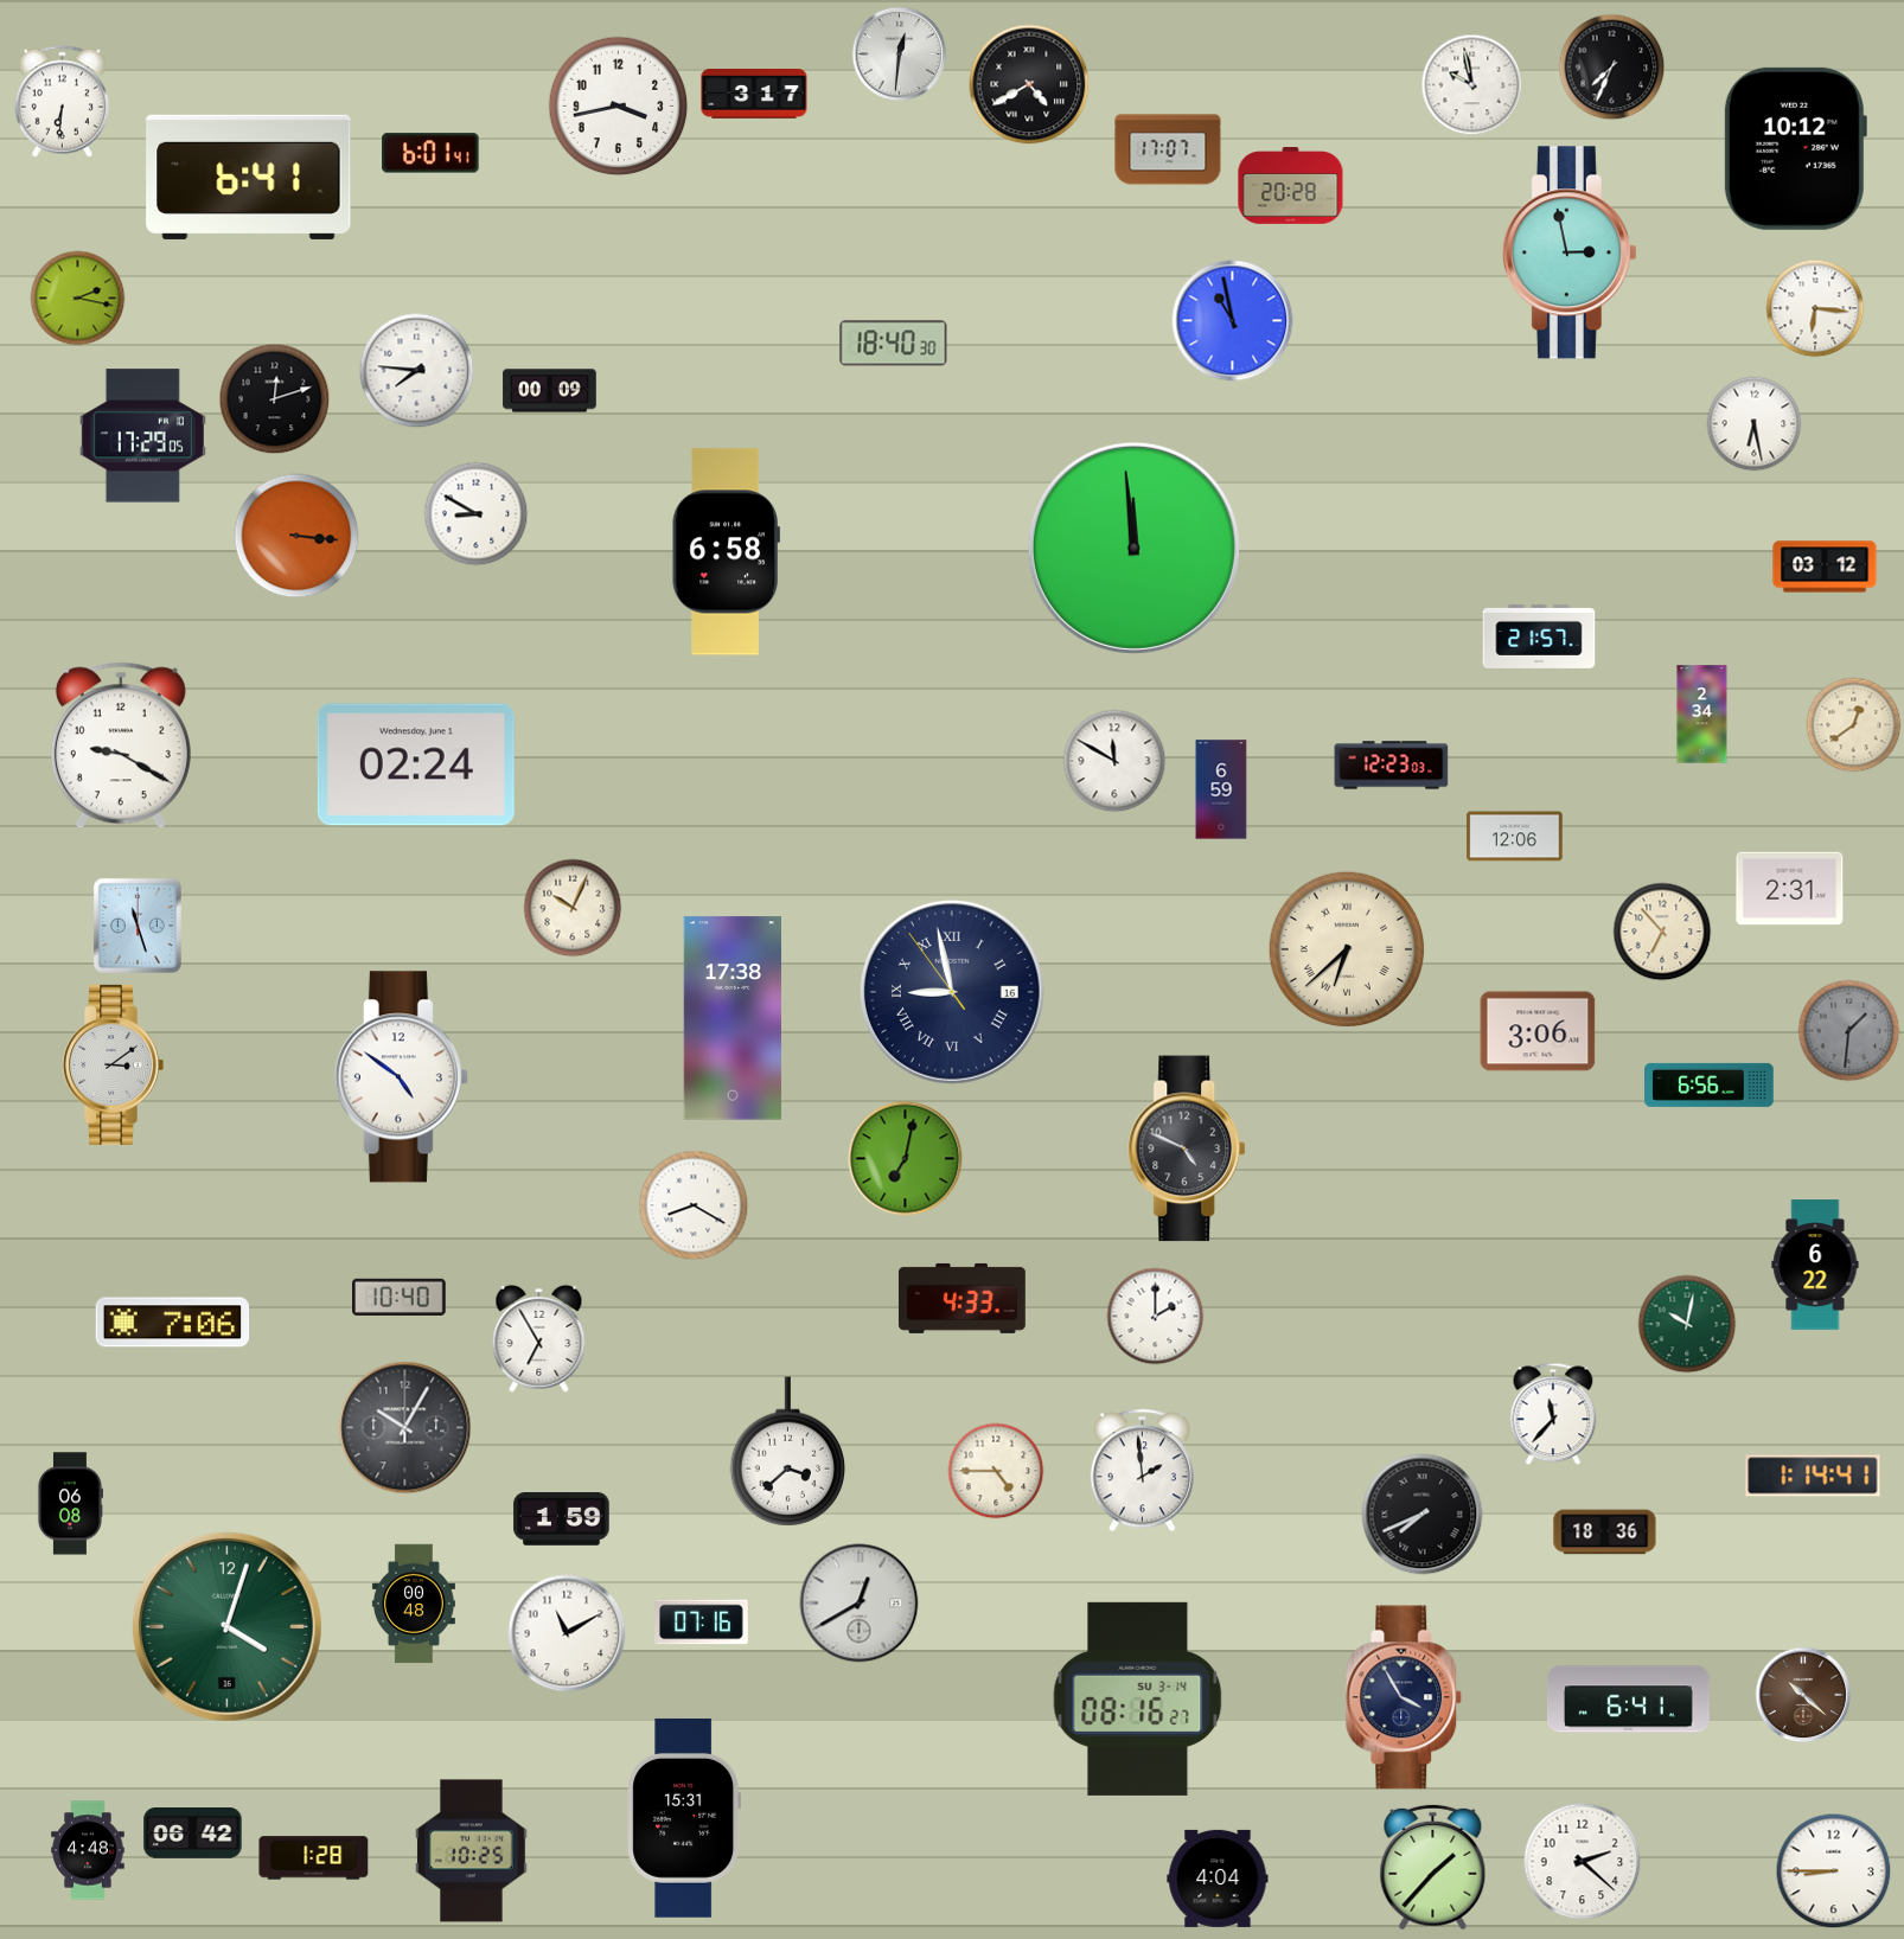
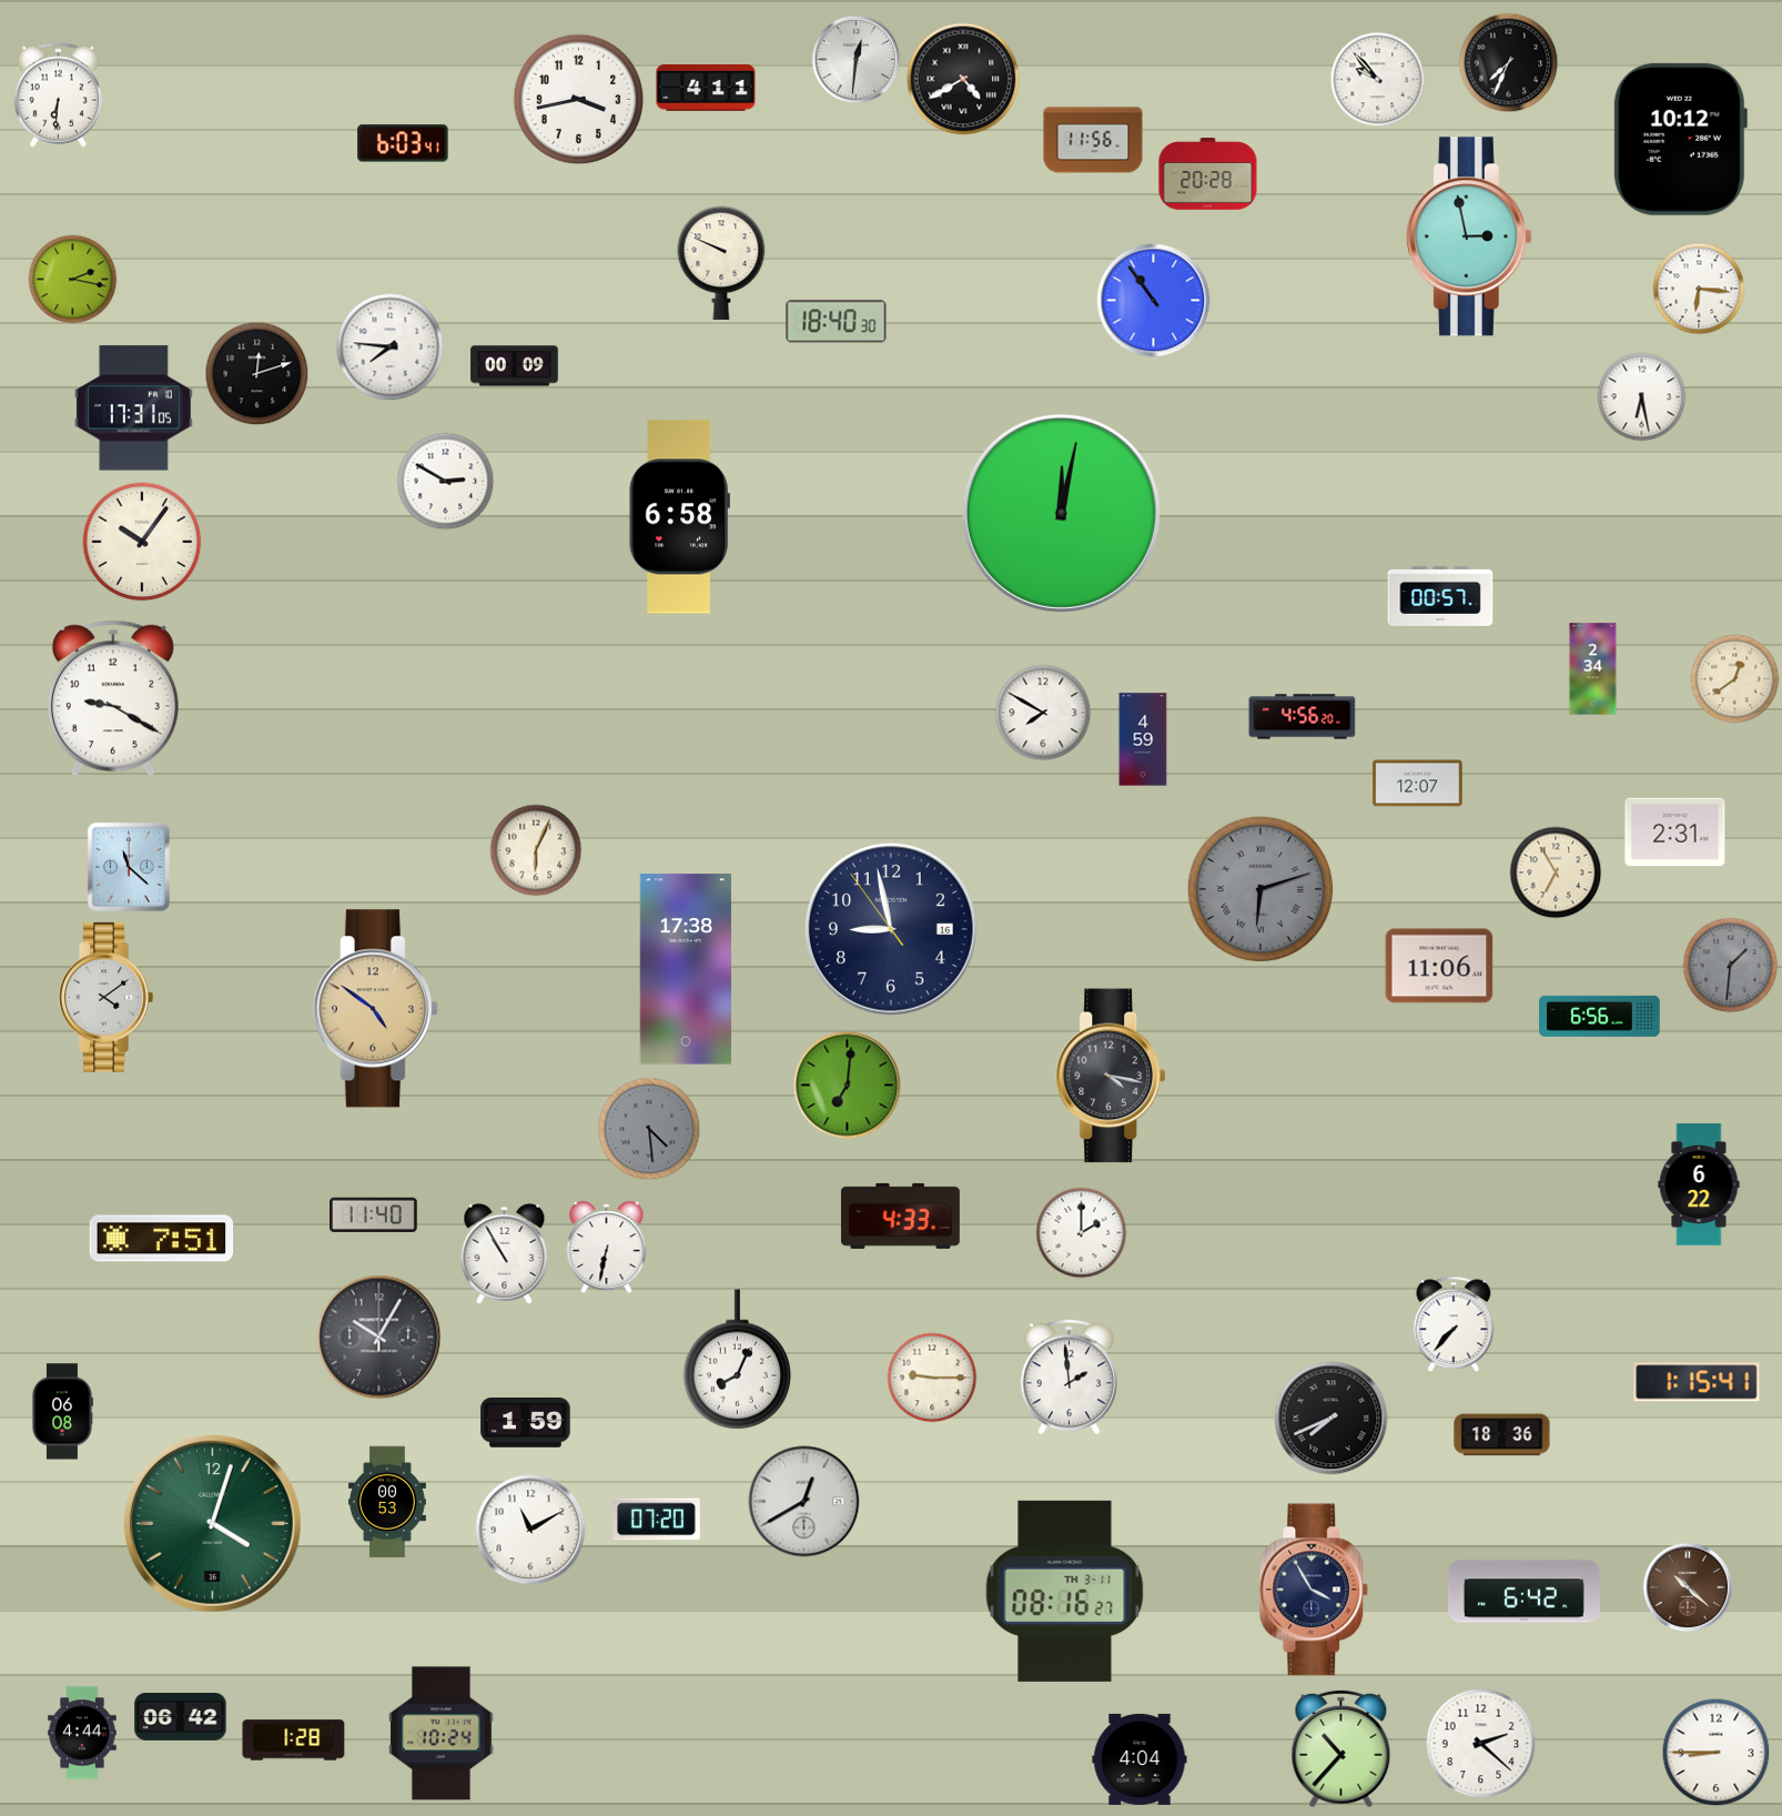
clock at (900, 55) position: (900, 55) -> (857, 60)
clock at (1472, 85): 9:58 -> 9:53
clock at (754, 95): 3:17 -> 4:11
clock at (1168, 149): 17:07 -> 11:56
clock at (430, 153): 6:01 -> 6:03
clock at (249, 177): 6:41 -> none
clock at (721, 263): none -> 9:49
clock at (1233, 321): 10:58 -> 10:54
clock at (142, 436): 17:29 -> 17:31
clock at (477, 514): 8:50 -> 2:50
clock at (296, 536): 3:16 -> none
clock at (1133, 548): 11:59 -> 12:02
clock at (1825, 567): 03:12 -> none
clock at (142, 542): none -> 10:06
clock at (1539, 636): 21:57 -> 00:57
clock at (1114, 761): 11:50 -> 7:50
clock at (416, 764): 02:24 -> none
clock at (1392, 766): 12:23 -> 4:56
clock at (1221, 789): 6:59 -> 4:59
clock at (1515, 837): 12:06 -> 12:07
clock at (573, 908): 10:04 -> 6:04
clock at (138, 926): 11:27 -> 11:22
clock at (1662, 932): 6:53 -> 6:55
clock at (1347, 949): 6:38 -> 6:12
clock at (1347, 949) dial: cream -> grey
clock at (952, 992) numerals: Roman -> Arabic
clock at (733, 1018) position: (733, 1018) -> (686, 969)
clock at (1538, 1031): 3:06 -> 11:06
clock at (113, 1064): 3:09 -> 4:09
clock at (401, 1077) dial: white -> champagne
clock at (1188, 1148): 4:49 -> 4:17
clock at (906, 1159): 7:02 -> 7:01
clock at (694, 1205): 8:20 -> 4:29
clock at (694, 1205) dial: white -> grey
clock at (400, 1297): 10:40 -> 11:40
clock at (173, 1323): 7:06 -> 7:51
clock at (1687, 1324): 10:02 -> none
clock at (607, 1248): none -> 6:32
clock at (539, 1338): 6:55 -> 10:55
clock at (1553, 1414): 11:37 -> 7:37
clock at (788, 1452): 3:38 -> 8:04
clock at (996, 1471): 4:45 -> 9:15
clock at (1813, 1476): 1:14 -> 1:15
clock at (70, 1504) position: (70, 1504) -> (62, 1412)
clock at (414, 1604): 00:48 -> 00:53
clock at (702, 1623): 07:16 -> 07:20
clock at (1138, 1698) date: SU 3-14 -> TH 3-11
clock at (1628, 1700): 6:41 -> 6:42
clock at (684, 1818): 15:31 -> none
clock at (88, 1850): 4:48 -> 4:44
clock at (472, 1851): 10:25 -> 10:24
clock at (1433, 1868): 1:37 -> 10:37
